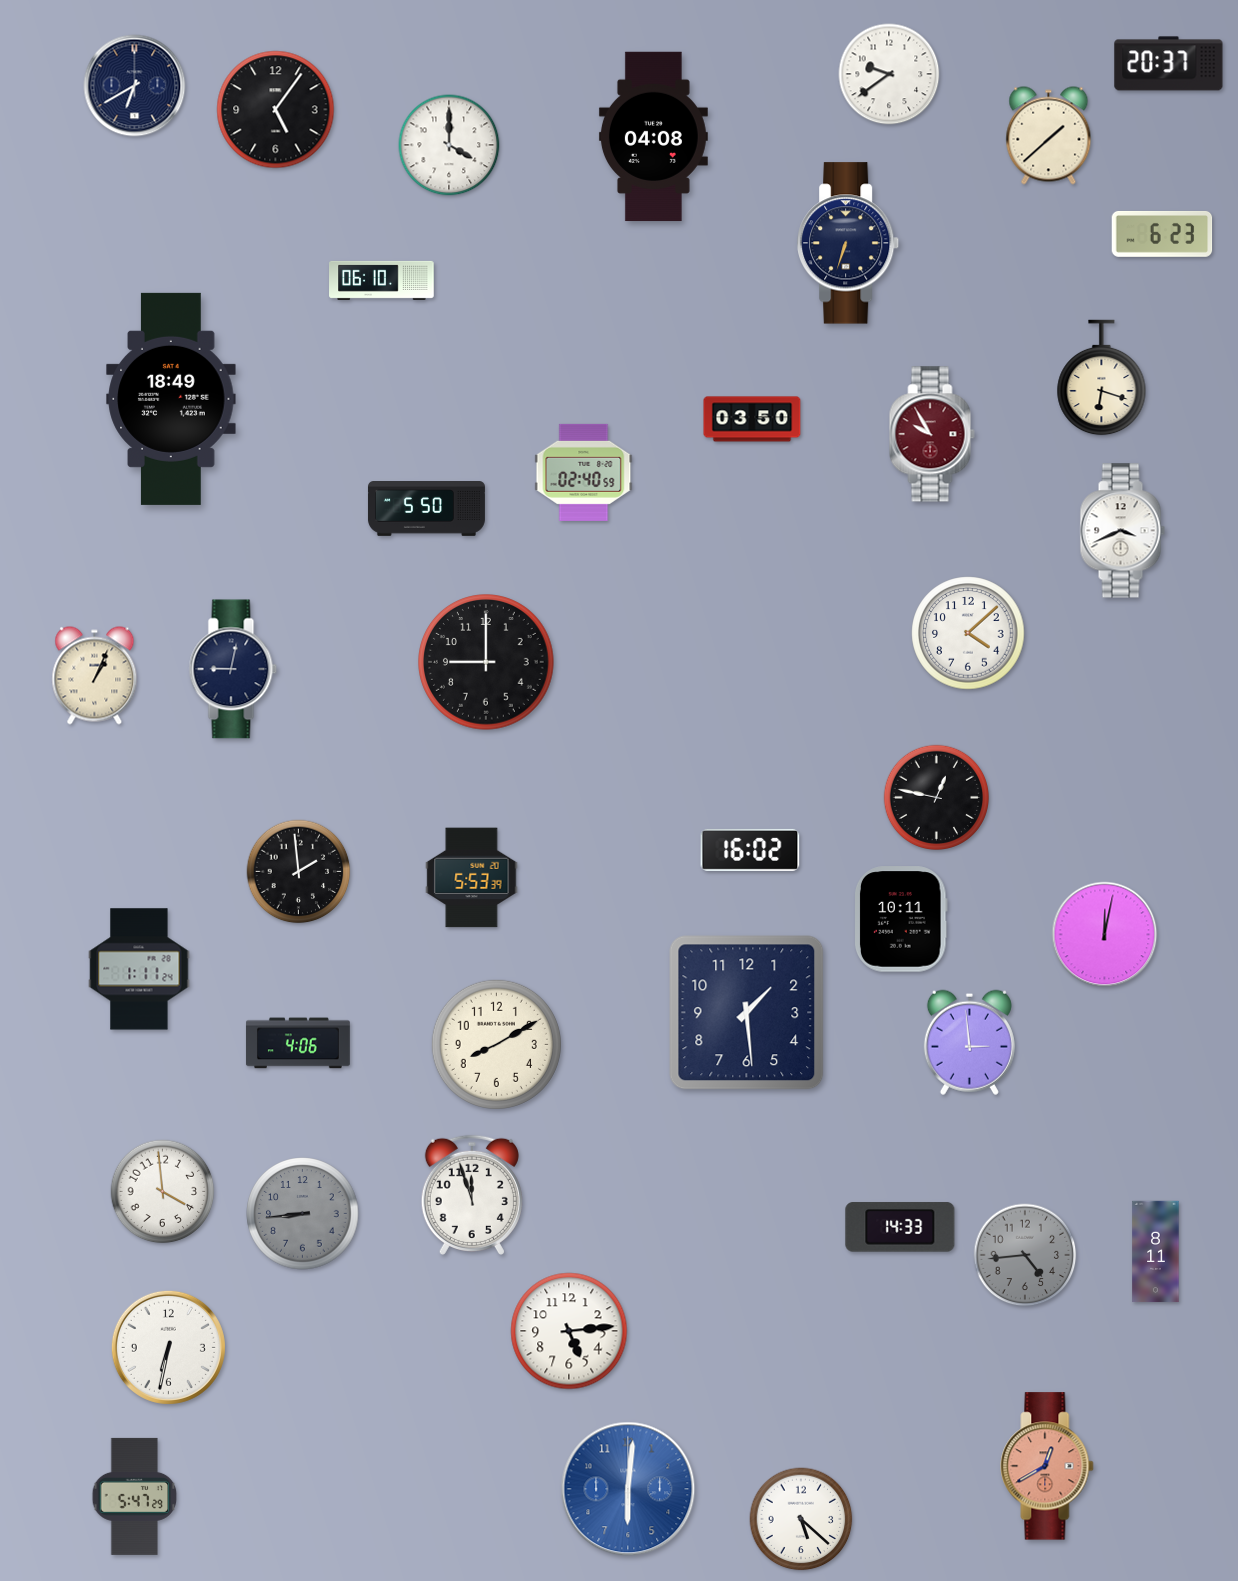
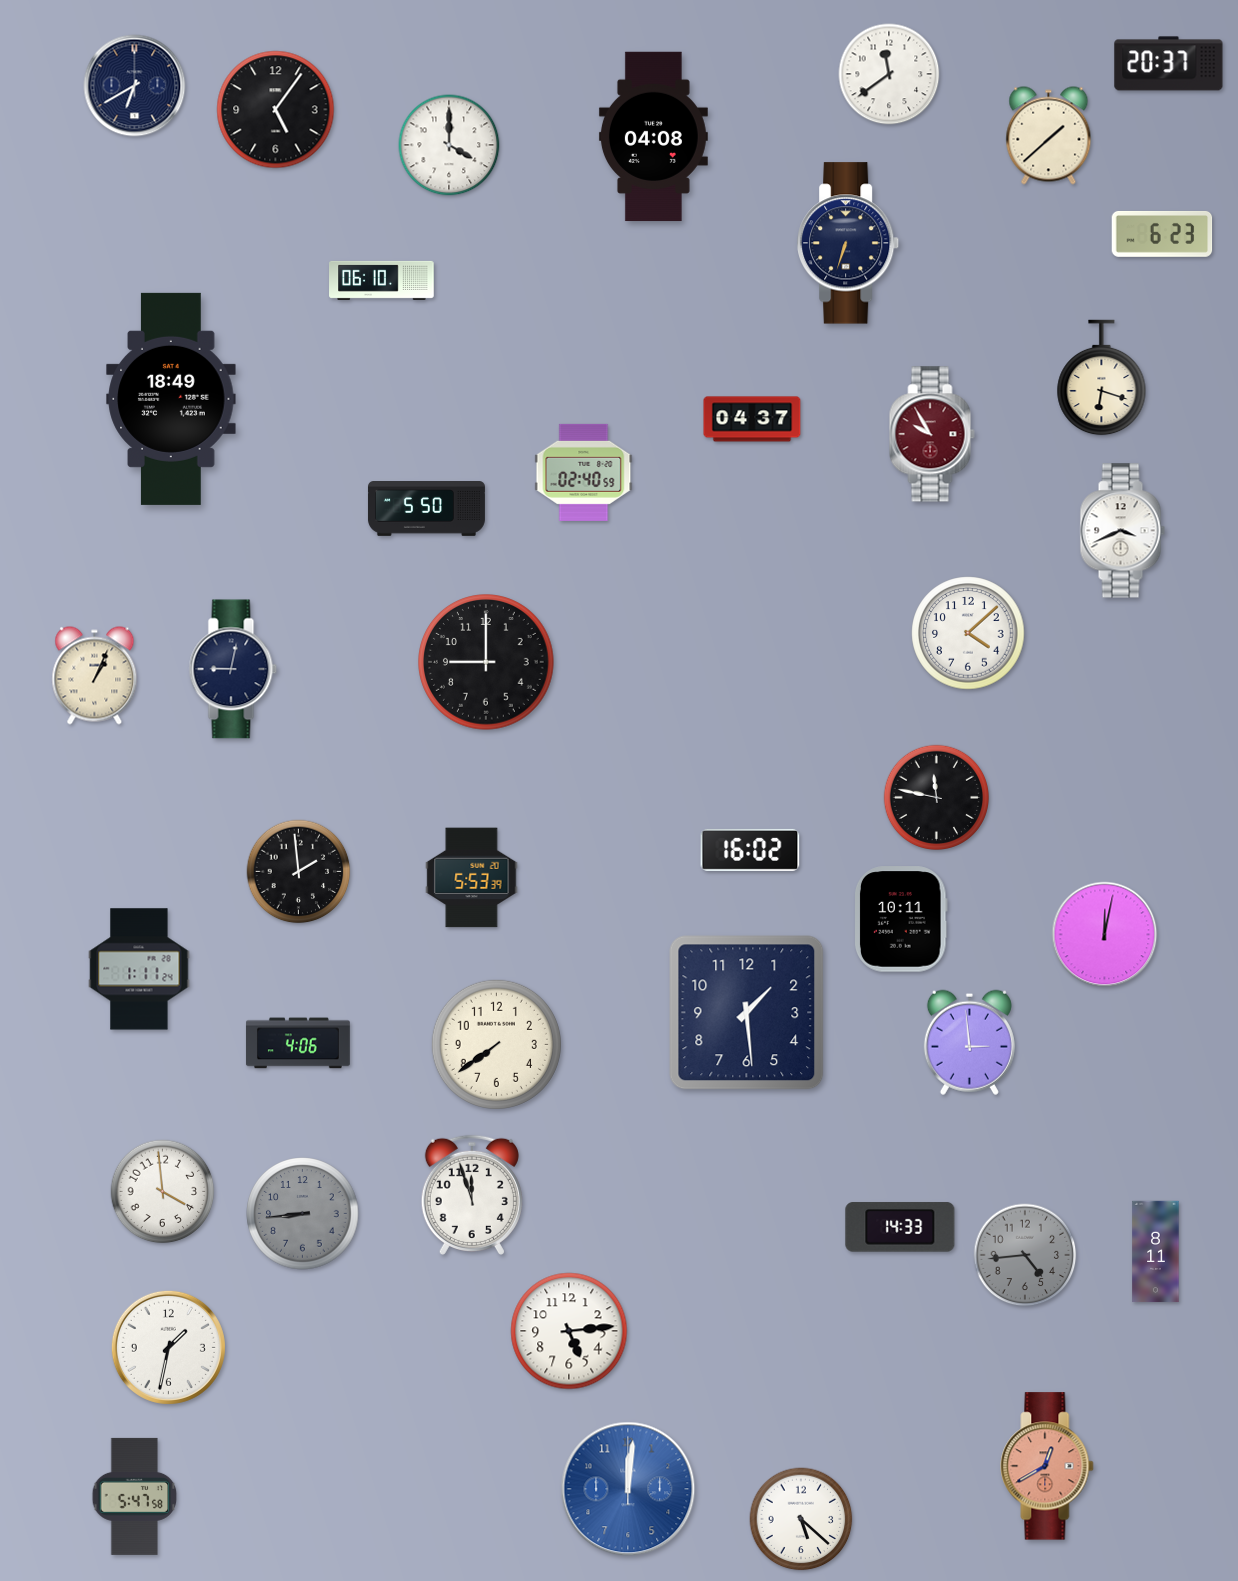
clock at (889, 74): 9:39 -> 11:39
clock at (752, 419): 03:50 -> 04:37
clock at (936, 797): 12:47 -> 11:47
clock at (496, 1044): 8:10 -> 7:39
clock at (168, 1347): 6:32 -> 1:32
clock at (628, 1489): 6:01 -> 12:01
clock at (135, 1496): 5:47:29 -> 5:47:58
